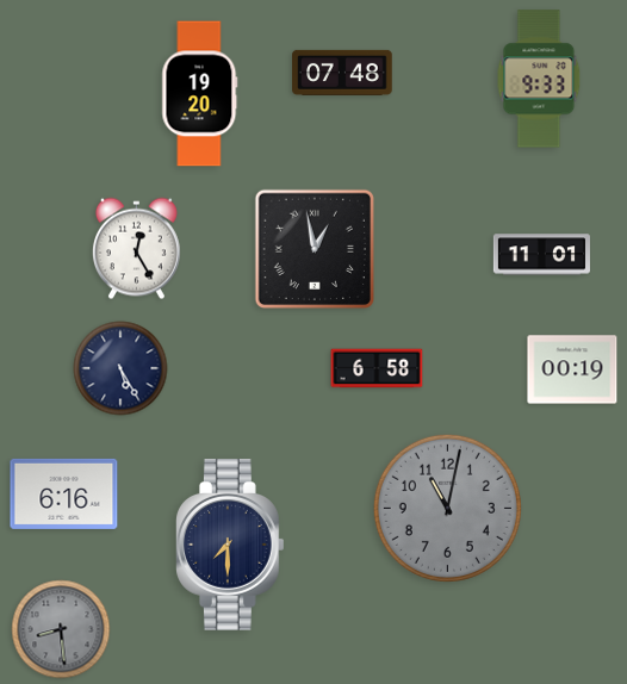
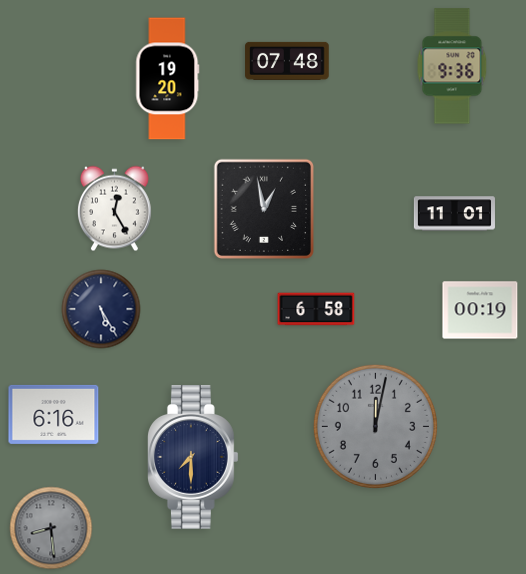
clock at (539, 79): 9:33 -> 9:36
clock at (447, 508): 11:02 -> 12:02
